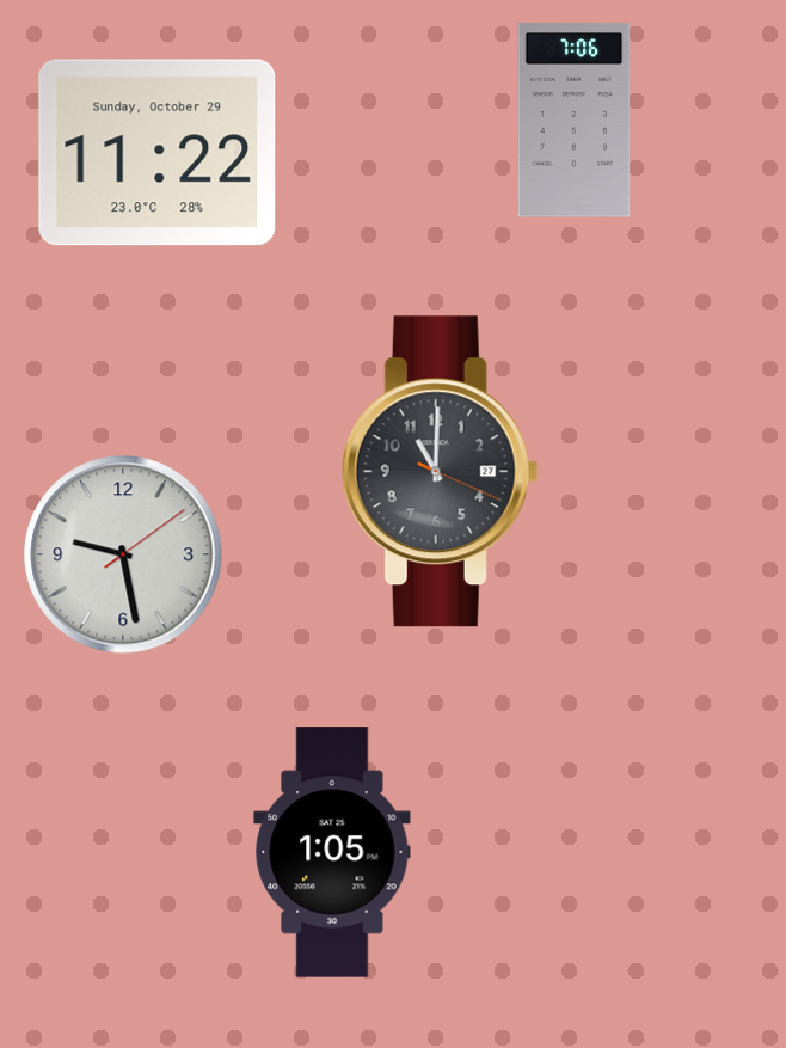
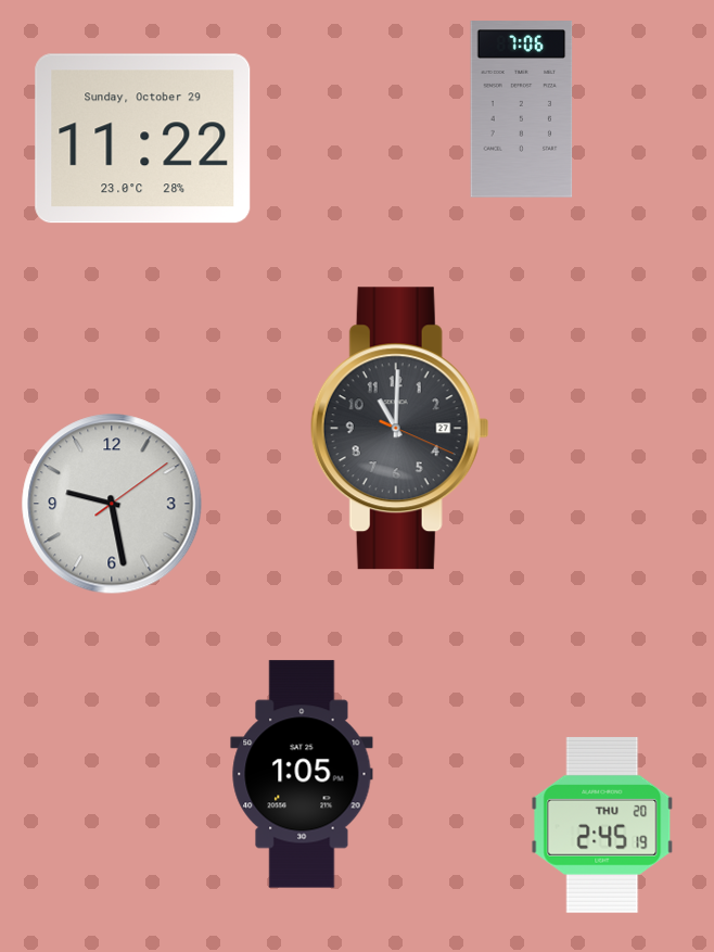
clock at (602, 825): none -> 2:45
